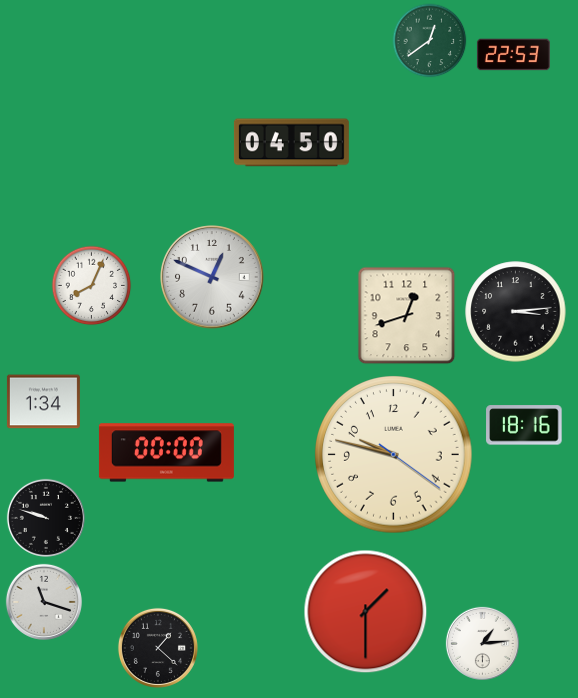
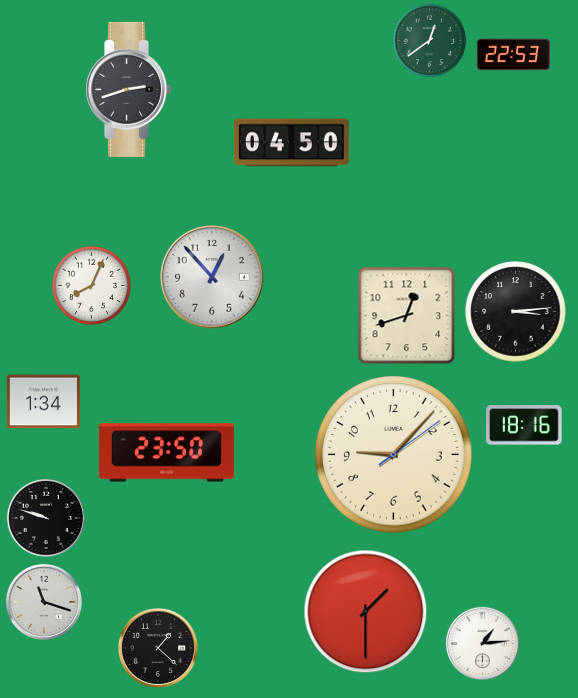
clock at (128, 89): none -> 2:42
clock at (213, 278): 12:49 -> 12:53
clock at (166, 453): 00:00 -> 23:50
clock at (394, 455): 9:47 -> 9:07
